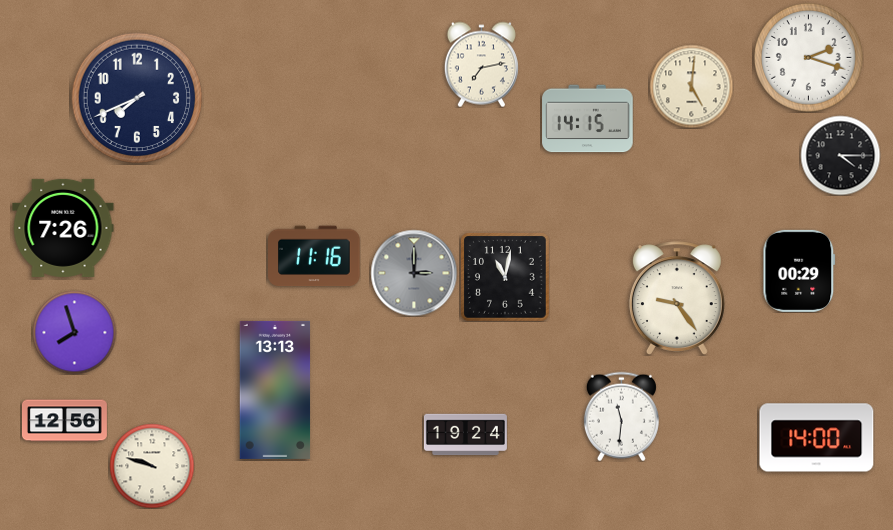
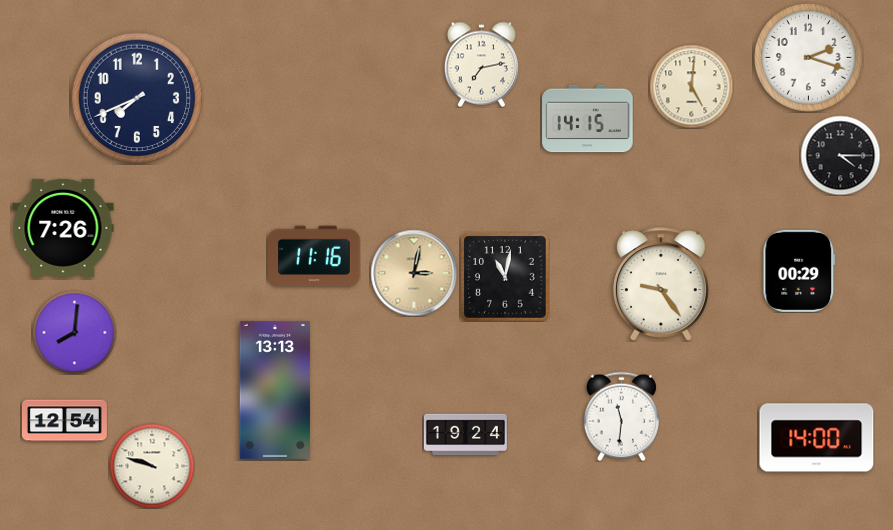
clock at (414, 273): 3:00 -> 3:02
clock at (414, 273) dial: grey -> champagne
clock at (677, 298) position: (677, 298) -> (661, 284)
clock at (74, 332): 7:57 -> 8:01
clock at (64, 421): 12:56 -> 12:54
